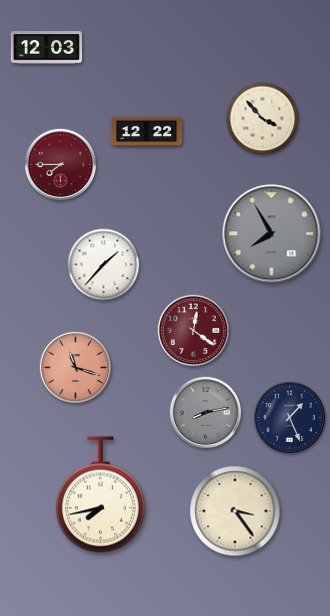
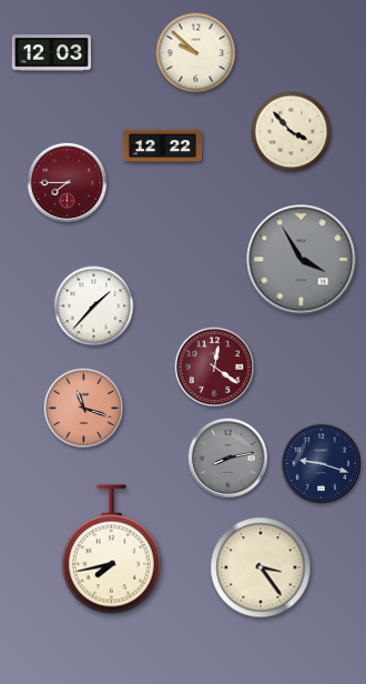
clock at (196, 53): none -> 9:52
clock at (272, 234): 7:55 -> 3:55
clock at (104, 265) position: (104, 265) -> (94, 306)
clock at (290, 418): 1:26 -> 9:18
